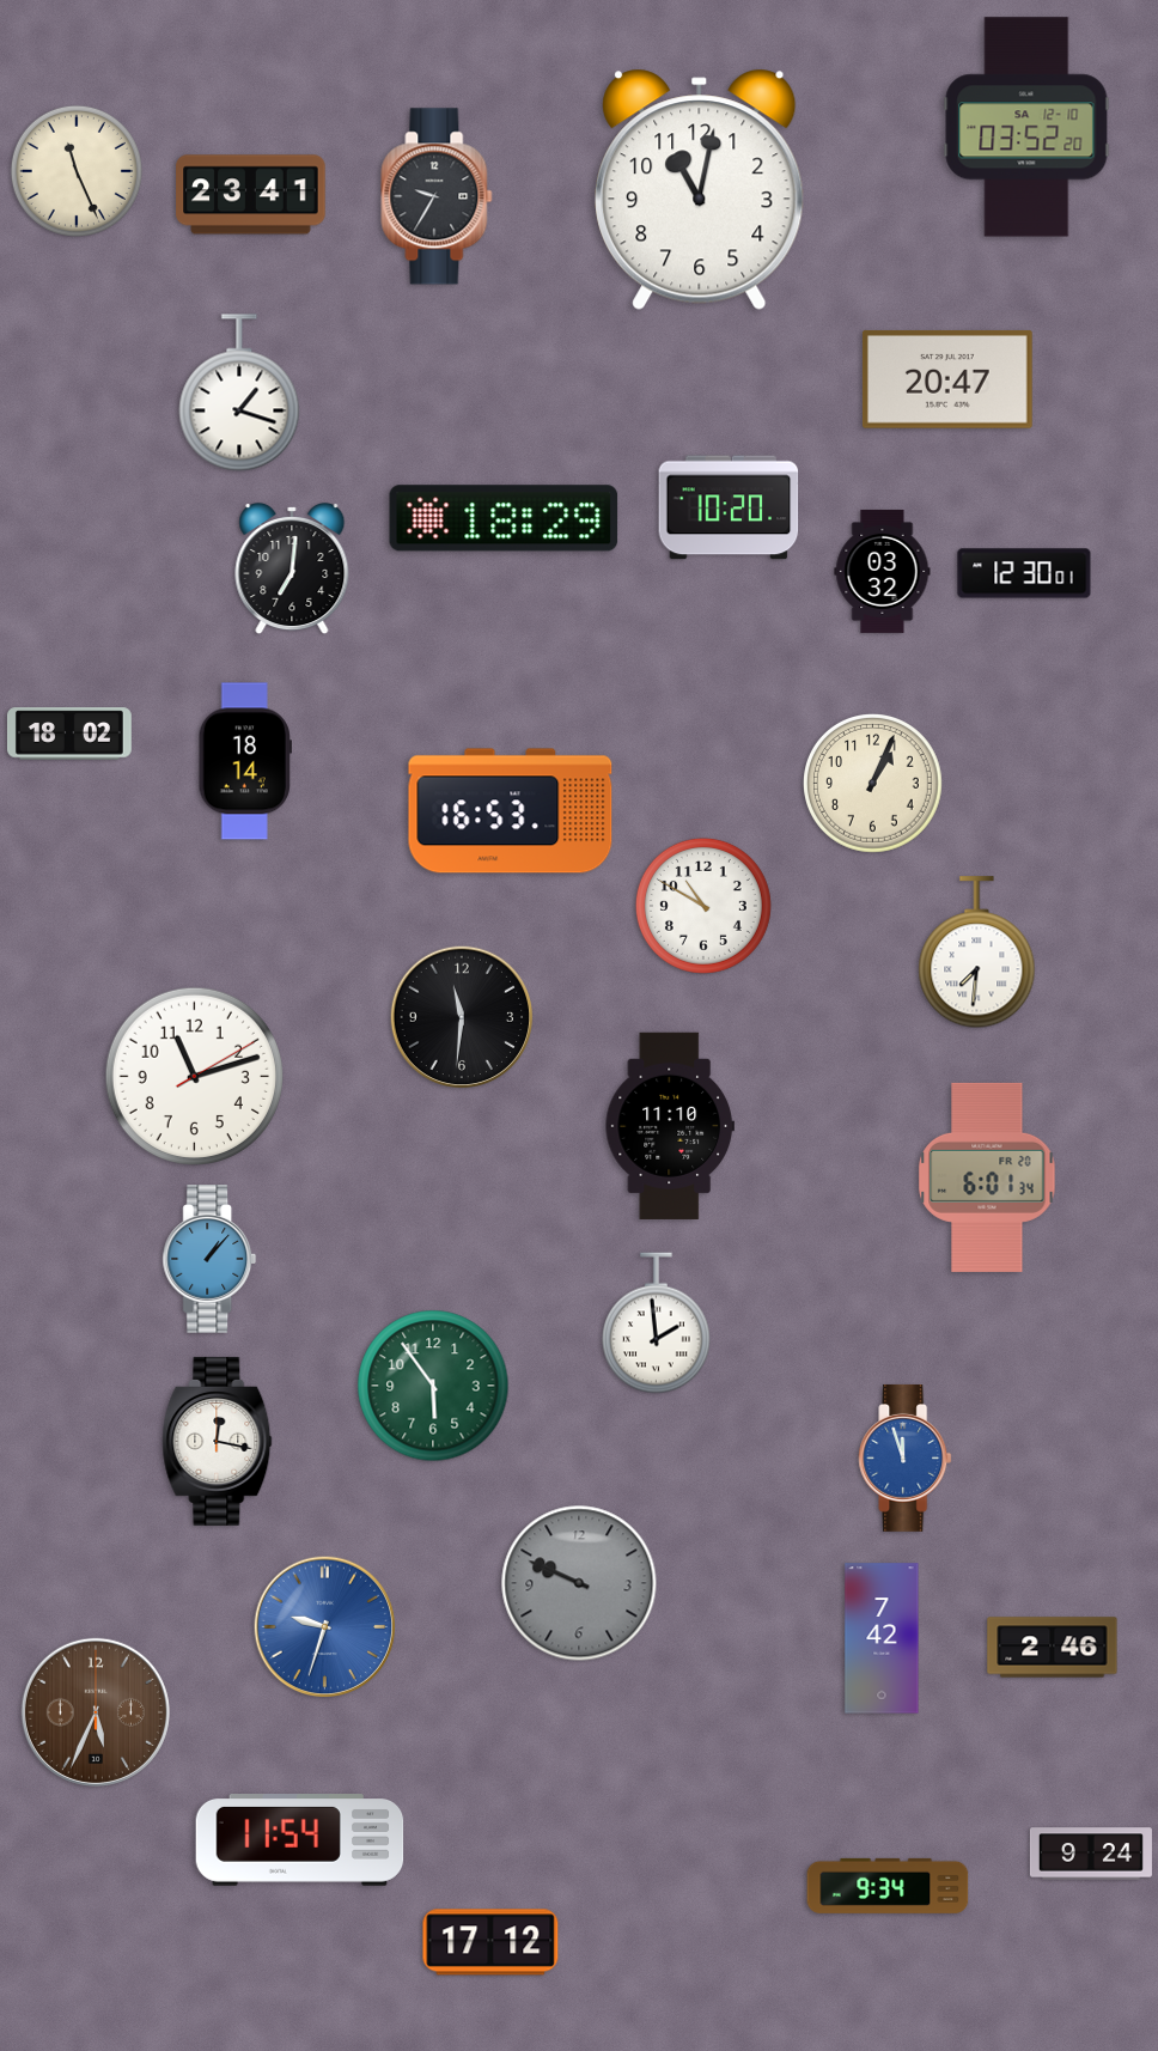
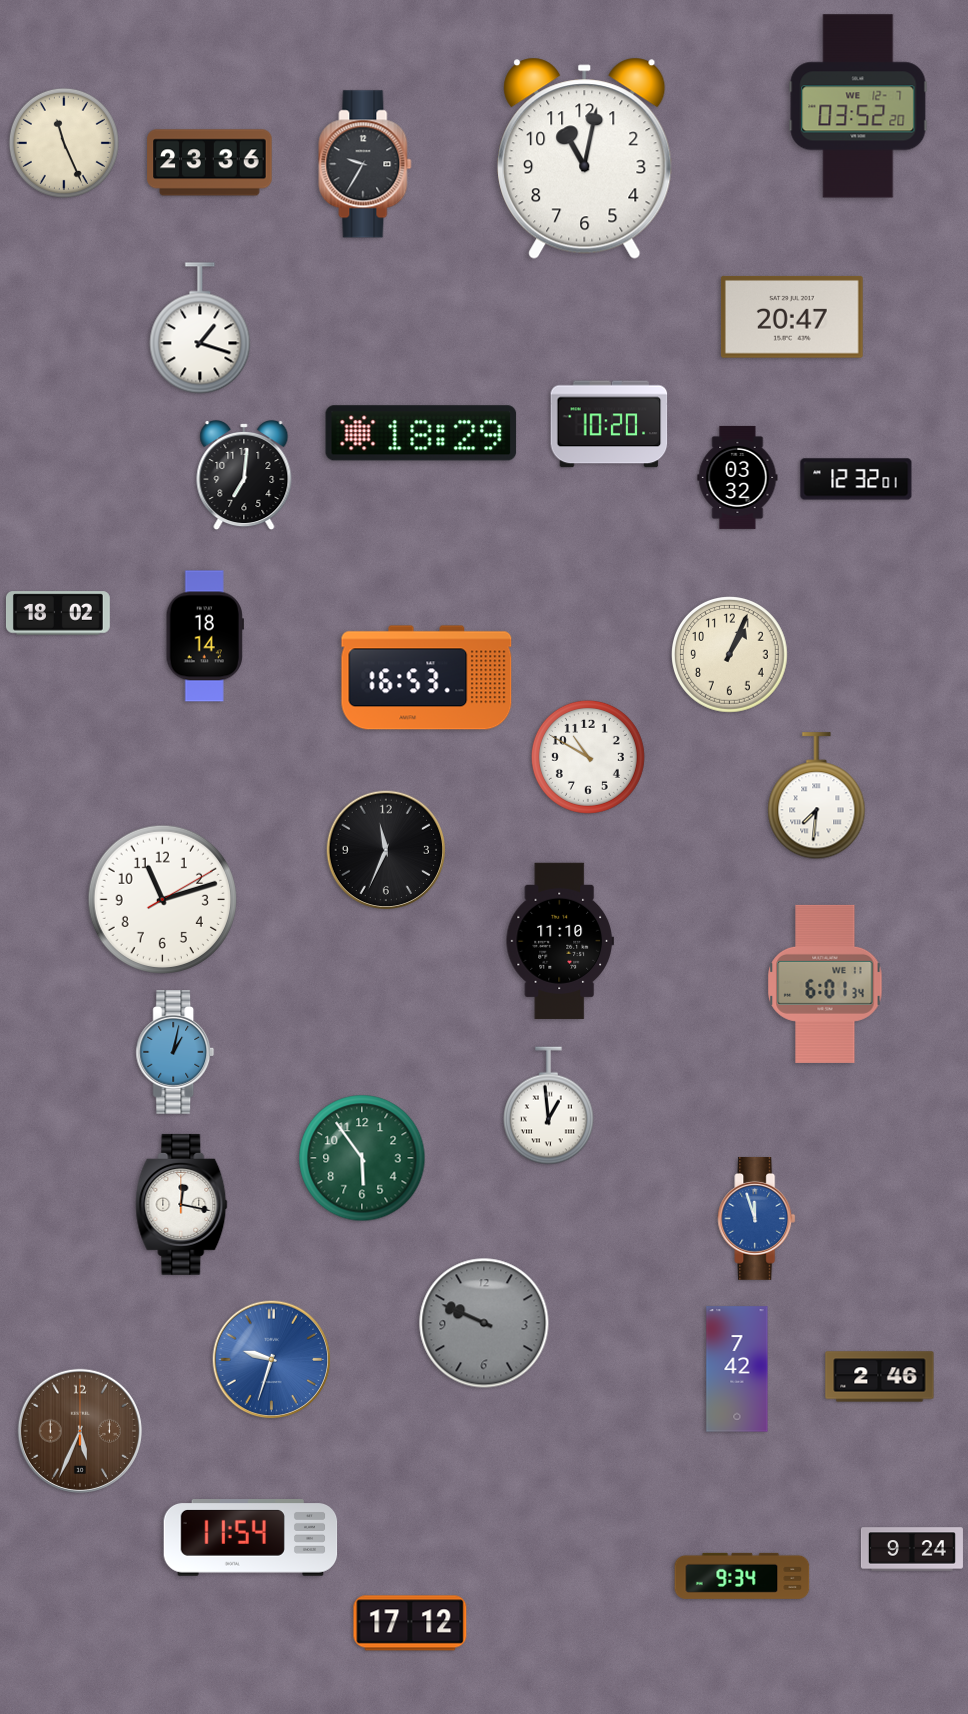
clock at (1026, 127) date: SA 12-10 -> WE 12-7
clock at (251, 195): 23:41 -> 23:36
clock at (1024, 573): 12:30 -> 12:32
clock at (462, 1017): 11:31 -> 11:34
clock at (987, 1177) date: FR 20 -> WE 11
clock at (209, 1259): 1:07 -> 1:02
clock at (657, 1323): 1:59 -> 12:59
